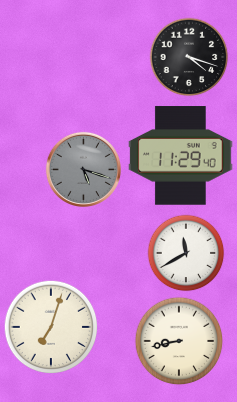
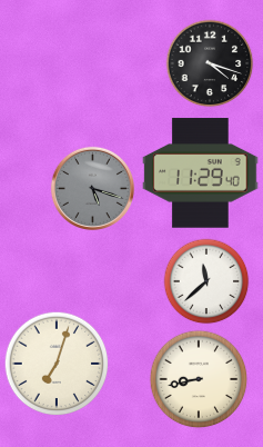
clock at (186, 253): 11:40 -> 11:38
